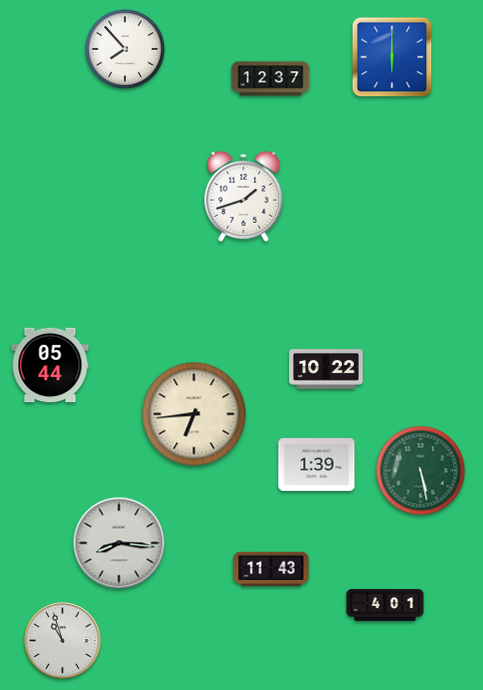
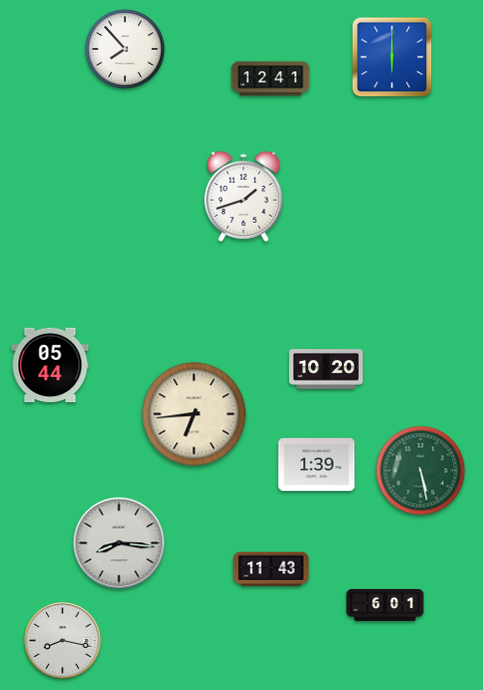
clock at (271, 79): 12:37 -> 12:41
clock at (326, 369): 10:22 -> 10:20
clock at (385, 606): 4:01 -> 6:01
clock at (63, 641): 10:57 -> 8:17
